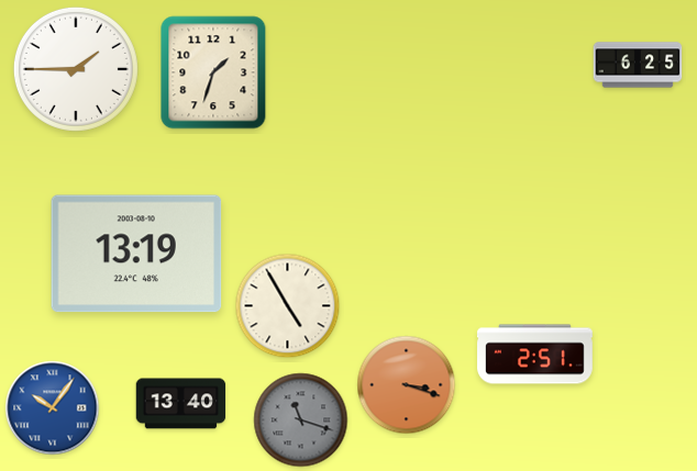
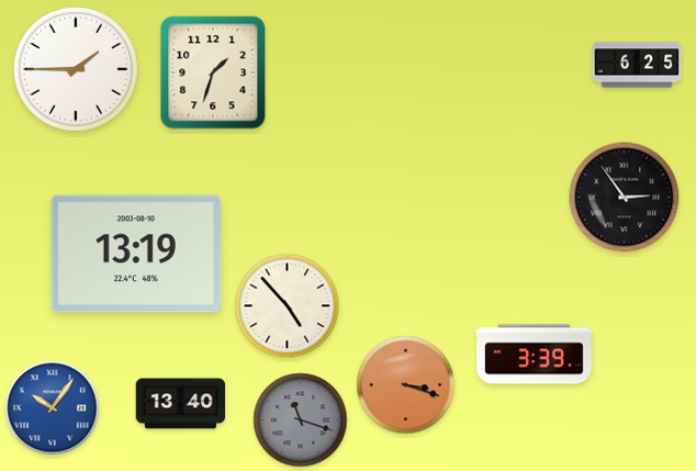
clock at (625, 198): none -> 2:54
clock at (288, 306): 4:55 -> 4:53
clock at (535, 355): 2:51 -> 3:39
